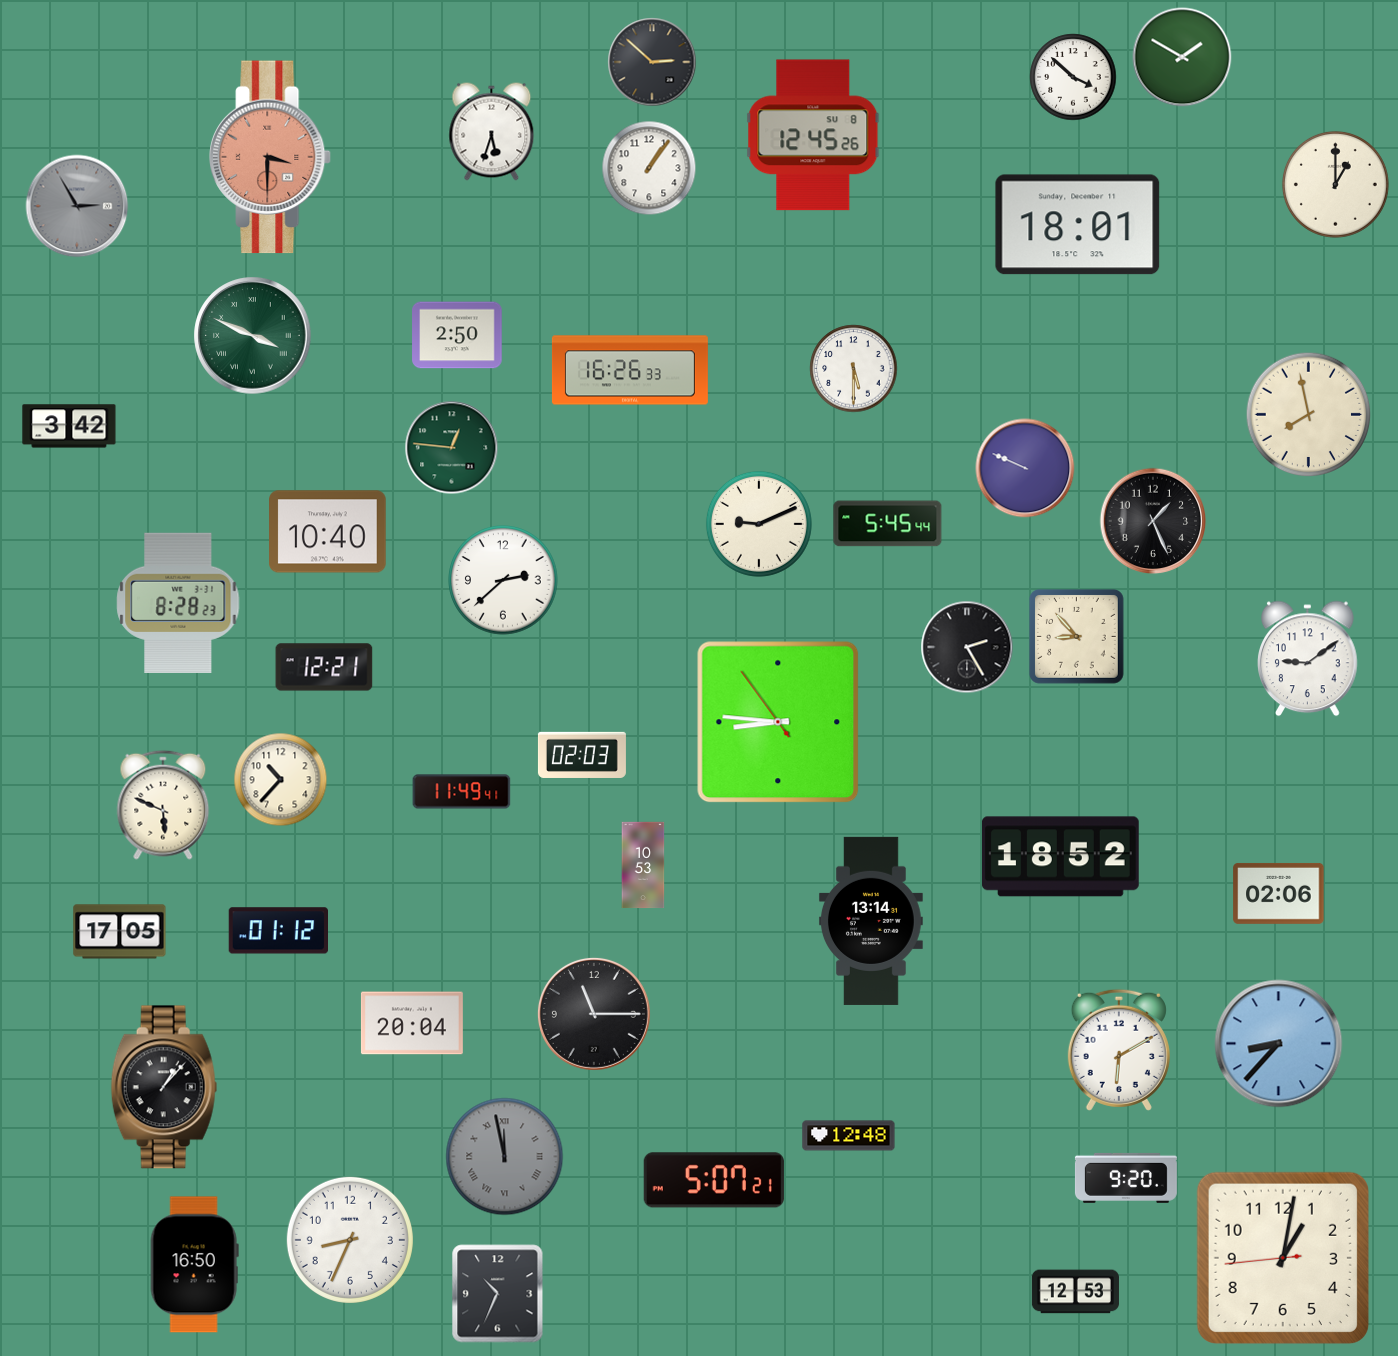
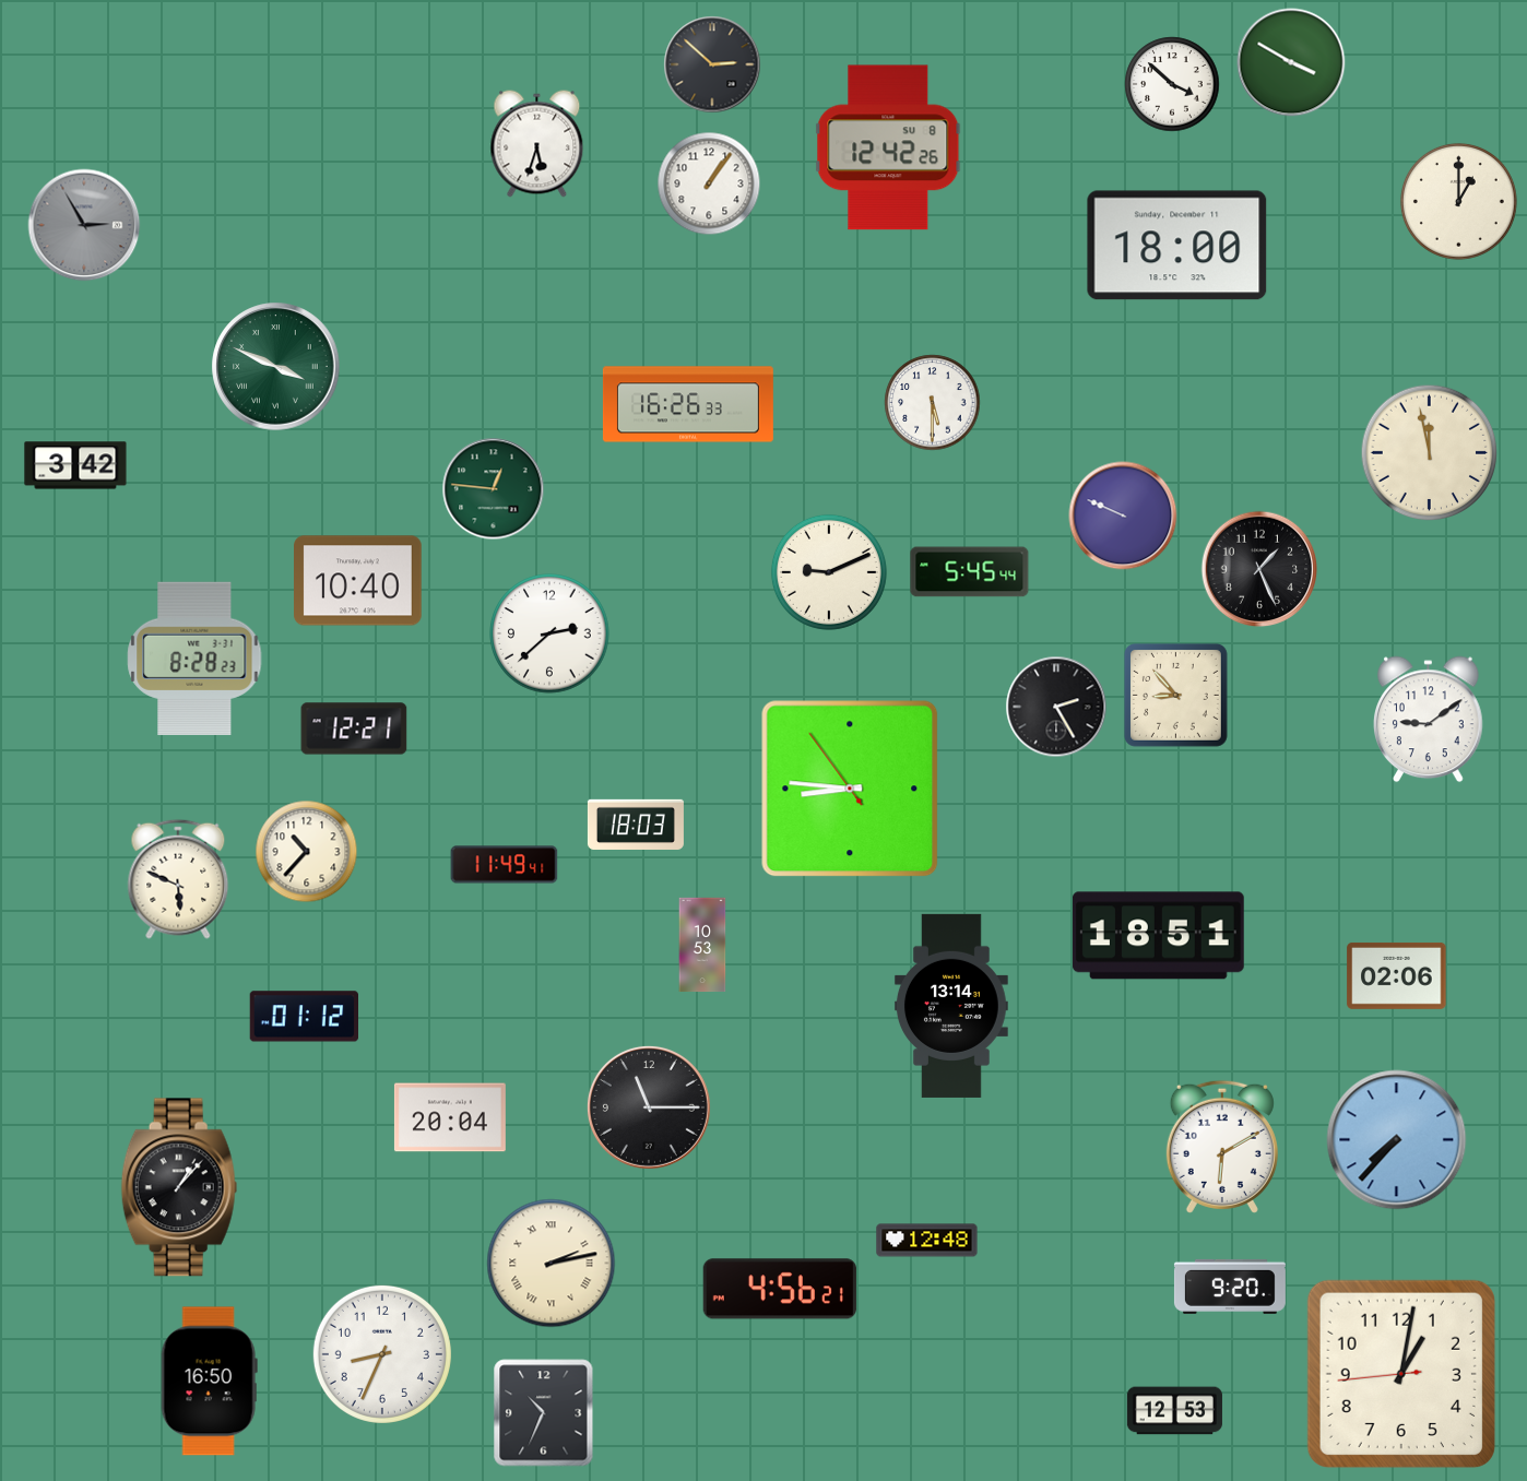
clock at (1182, 57): 1:50 -> 3:50
clock at (652, 62) position: (652, 62) -> (712, 64)
clock at (813, 135): 12:45 -> 12:42
clock at (270, 157): 3:30 -> none
clock at (1078, 225): 18:01 -> 18:00
clock at (457, 335): 2:50 -> none
clock at (1309, 415): 7:58 -> 11:58
clock at (1025, 468) position: (1025, 468) -> (1123, 516)
clock at (582, 755): 02:03 -> 18:03
clock at (1060, 857): 18:52 -> 18:51
clock at (120, 932): 17:05 -> none
clock at (1279, 1044): 8:37 -> 7:37
clock at (505, 1157): 11:58 -> 2:13
clock at (505, 1157) dial: grey -> cream
clock at (714, 1180): 5:07 -> 4:56
clock at (194, 1265) position: (194, 1265) -> (209, 1382)
